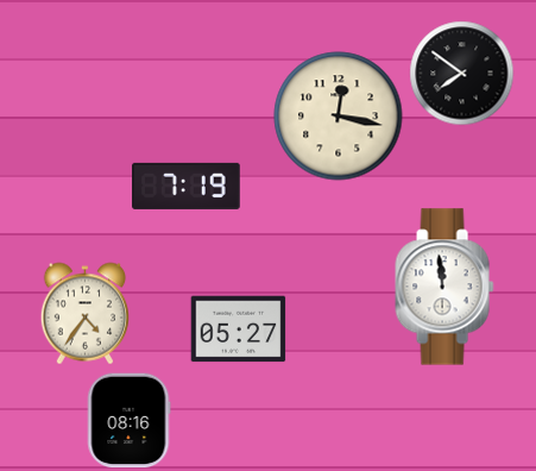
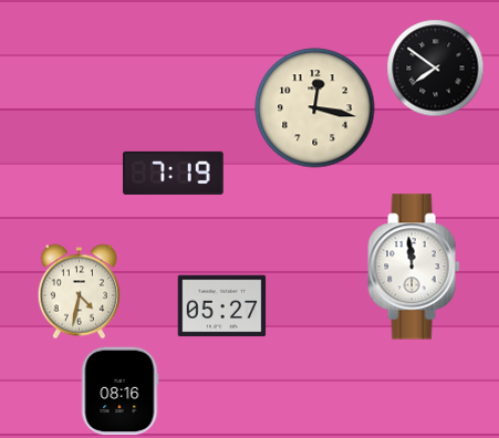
clock at (462, 74) position: (462, 74) -> (436, 69)
clock at (86, 314): 4:36 -> 4:32
